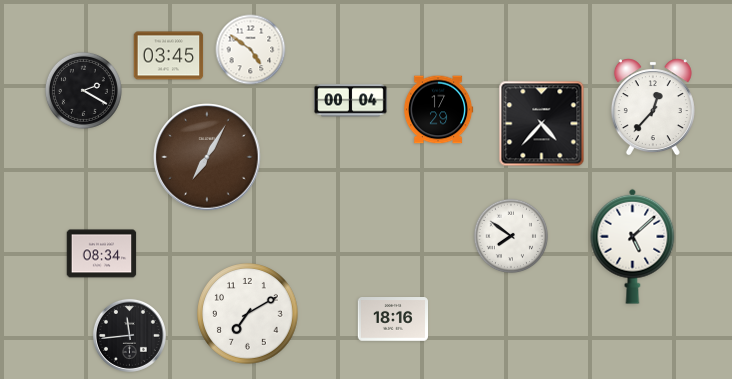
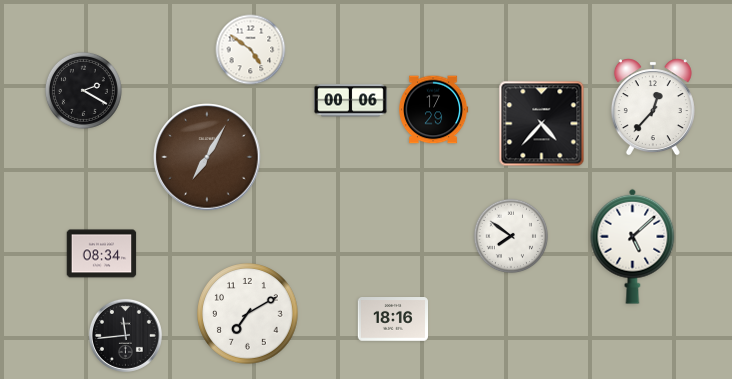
clock at (169, 56): 03:45 -> none
clock at (351, 101): 00:04 -> 00:06
clock at (438, 110) position: (438, 110) -> (433, 110)
clock at (129, 335) position: (129, 335) -> (125, 335)
